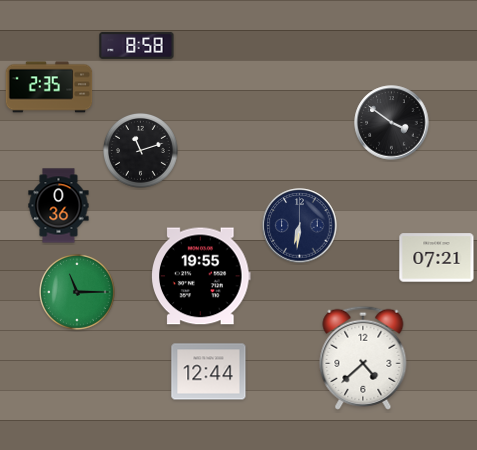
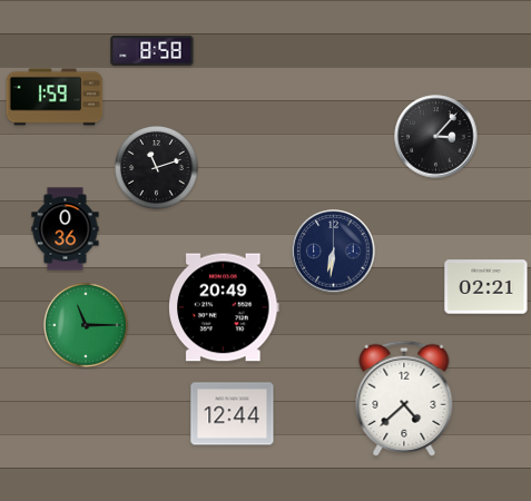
clock at (49, 87): 2:35 -> 1:59
clock at (392, 123): 3:51 -> 3:07
clock at (437, 258): 07:21 -> 02:21
clock at (201, 276): 19:55 -> 20:49
